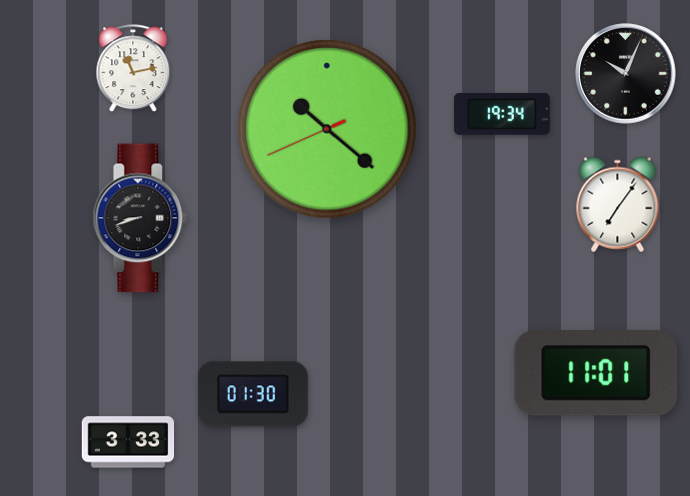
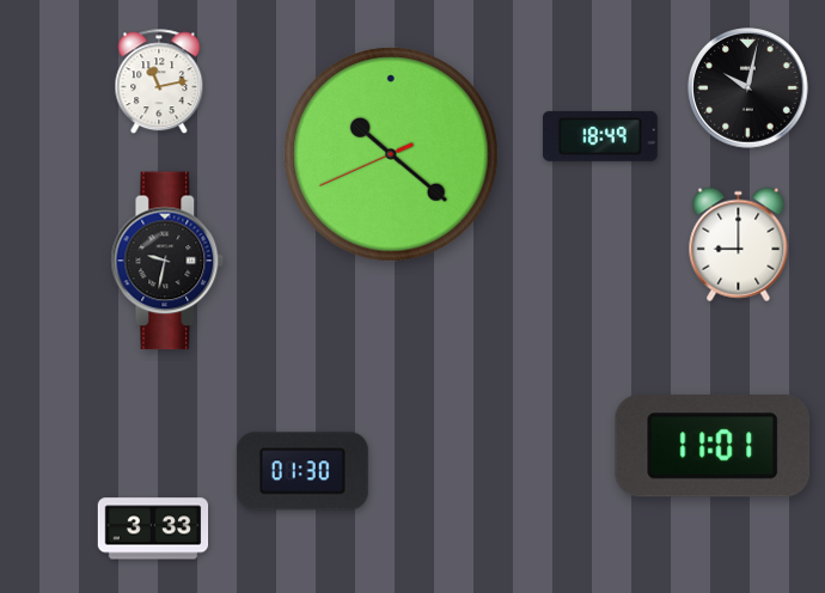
clock at (626, 74): 10:04 -> 10:02
clock at (502, 114): 19:34 -> 18:49
clock at (618, 205): 7:06 -> 9:00
clock at (140, 218): 8:42 -> 9:32
